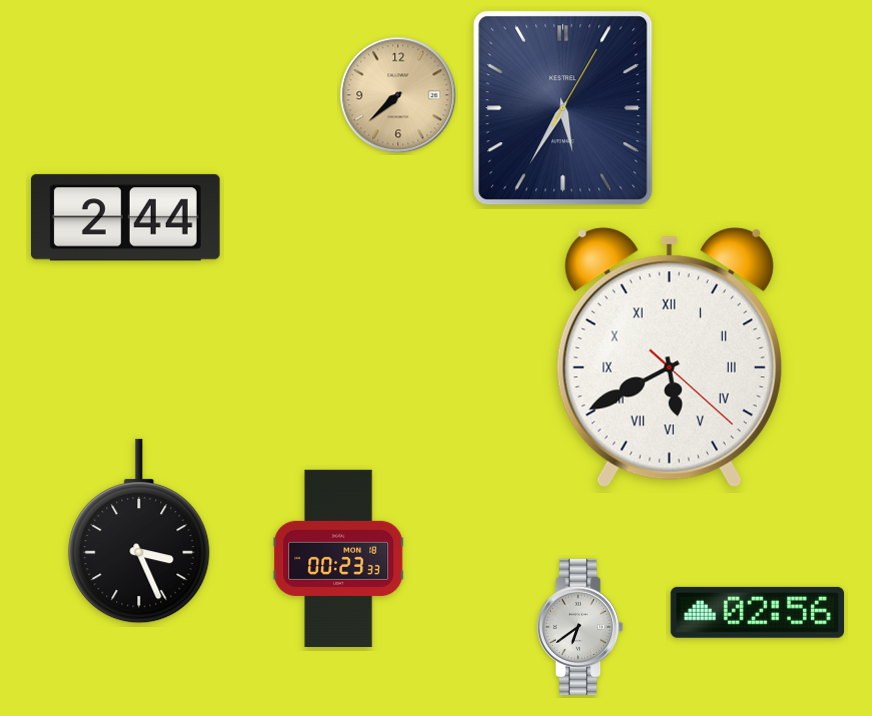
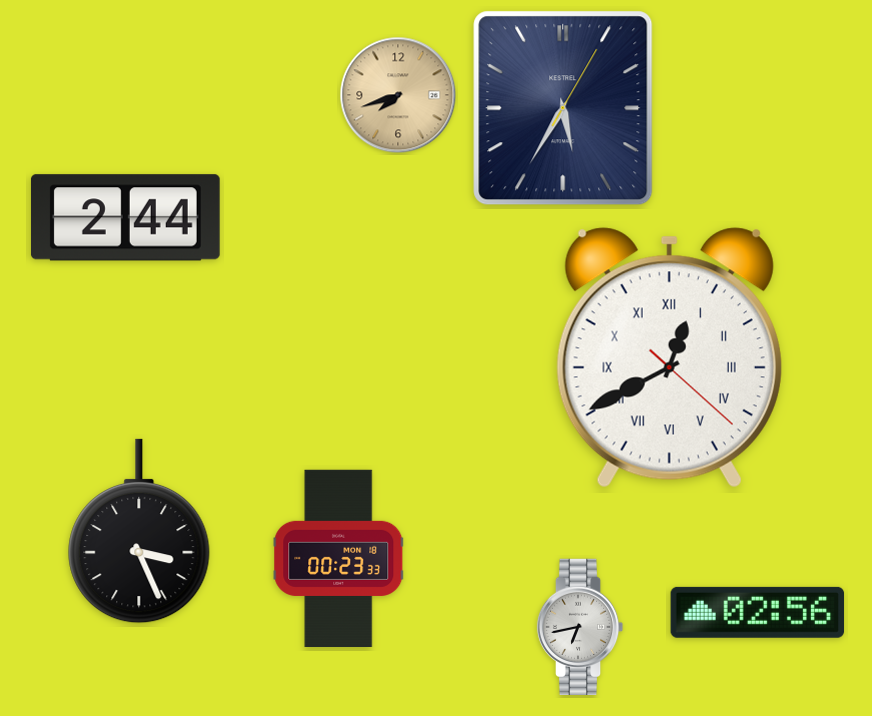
clock at (398, 95): 7:38 -> 7:42
clock at (669, 358): 5:40 -> 12:40
clock at (580, 626): 6:39 -> 6:43
